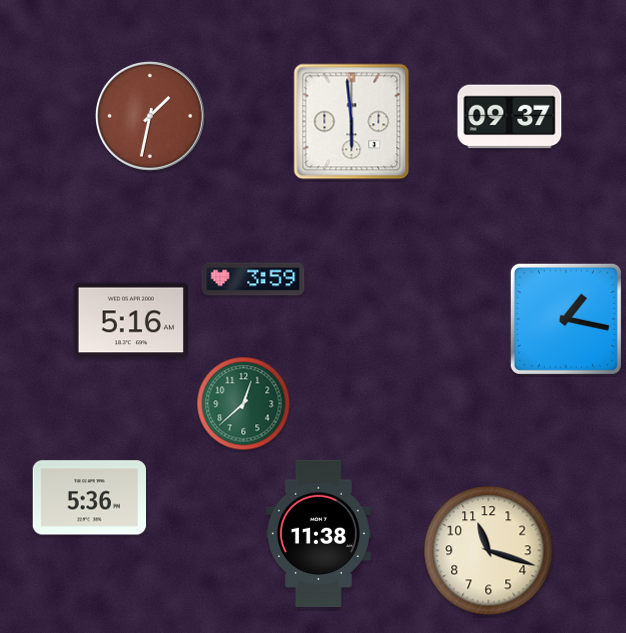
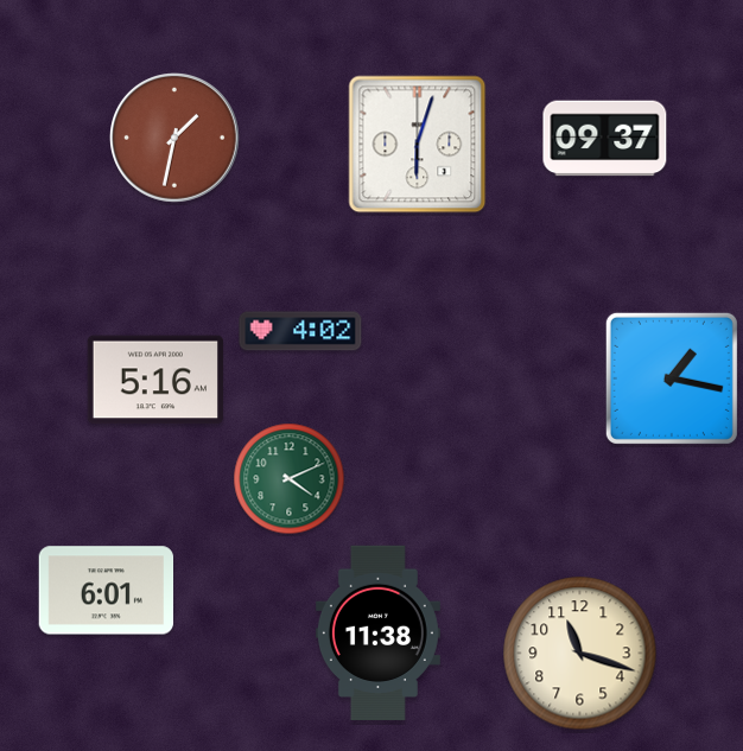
clock at (151, 117) position: (151, 117) -> (176, 139)
clock at (352, 122): 5:59 -> 6:03
clock at (253, 279): 3:59 -> 4:02
clock at (244, 404): 12:38 -> 4:11
clock at (89, 498): 5:36 -> 6:01
